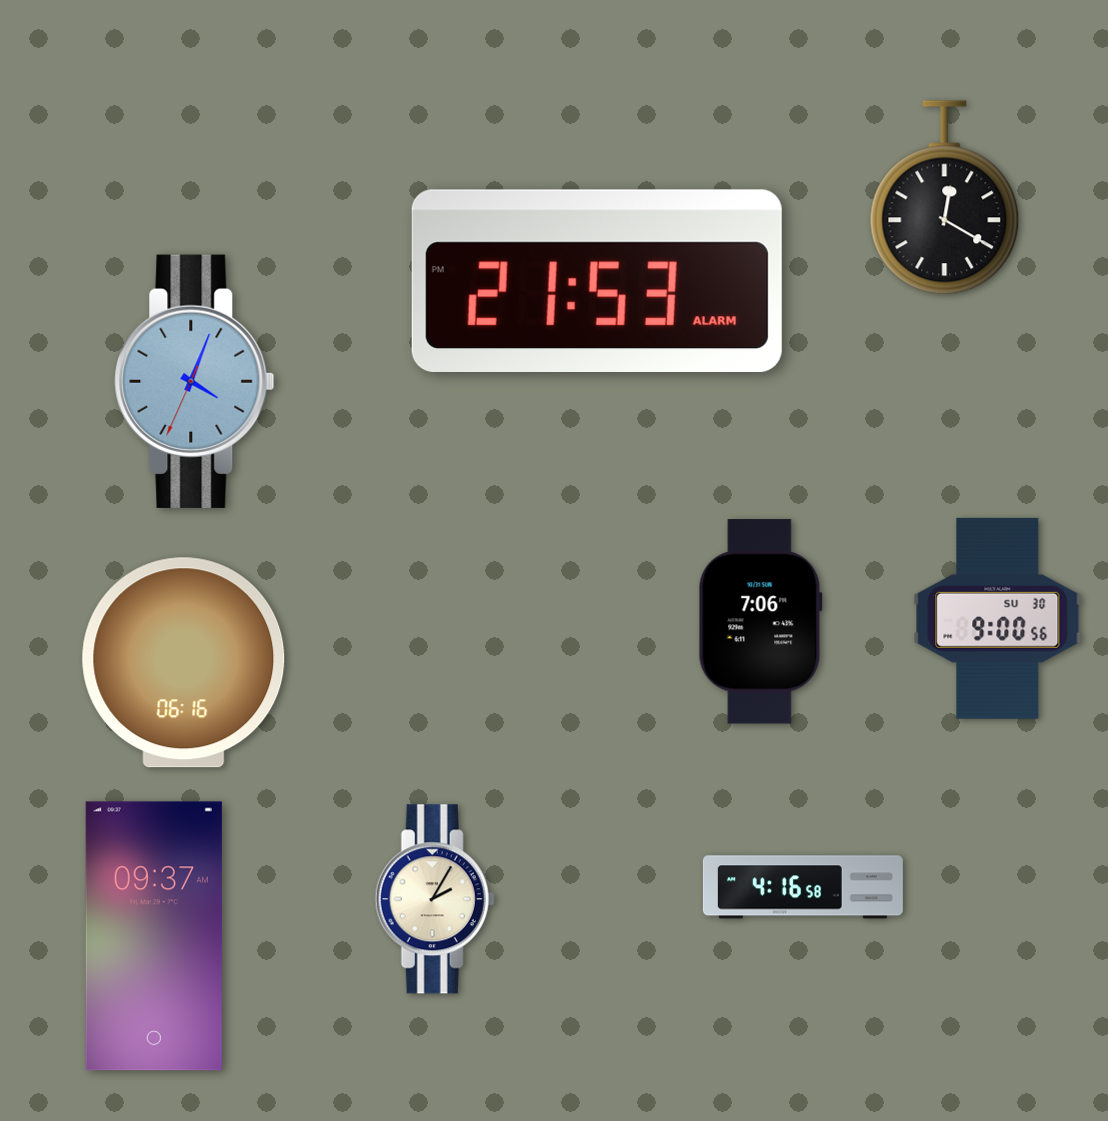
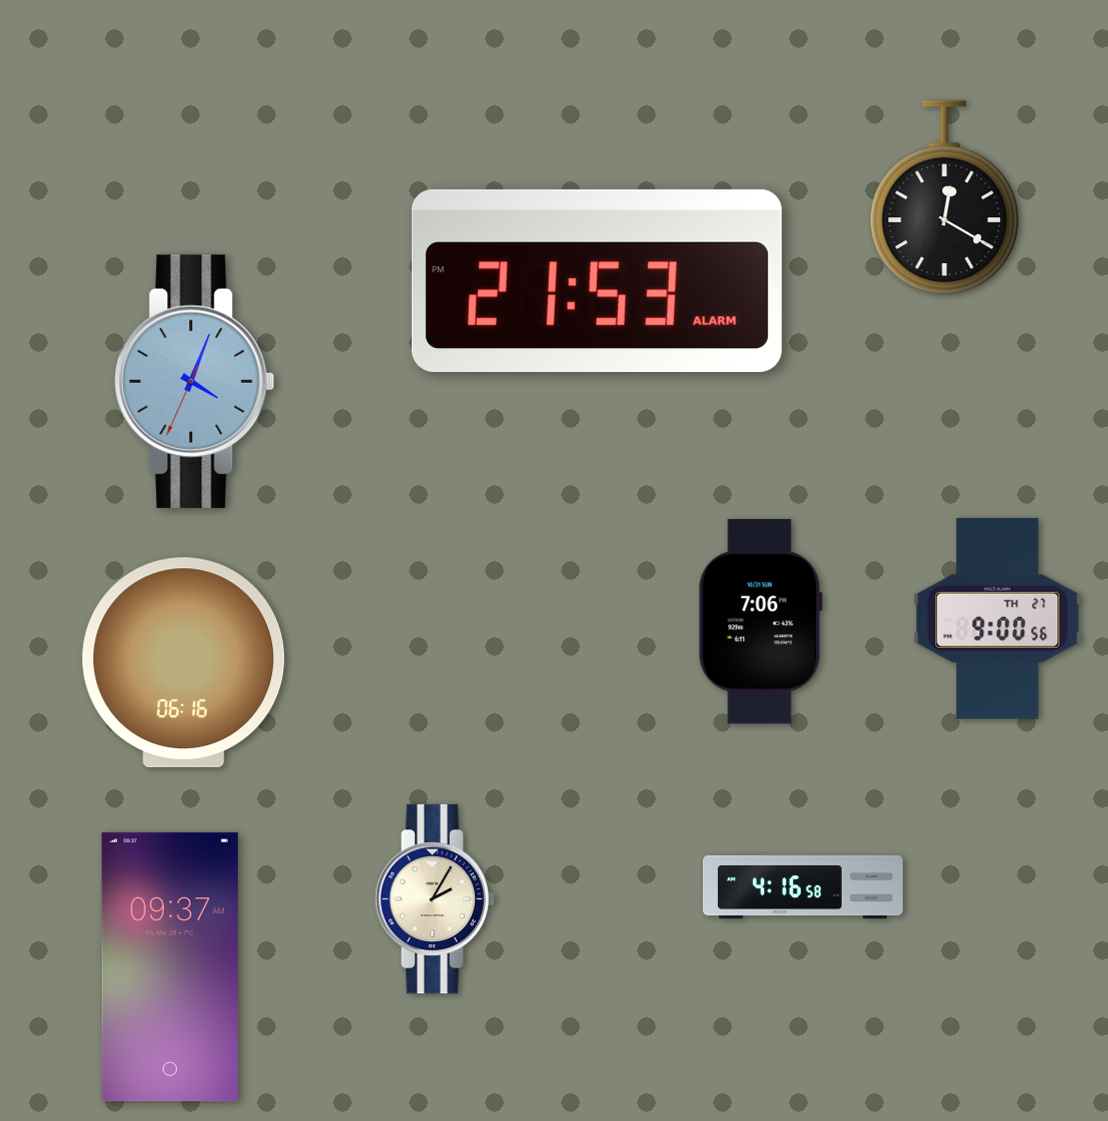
clock at (998, 618) date: SU 30 -> TH 27
clock at (154, 936) position: (154, 936) -> (170, 967)
